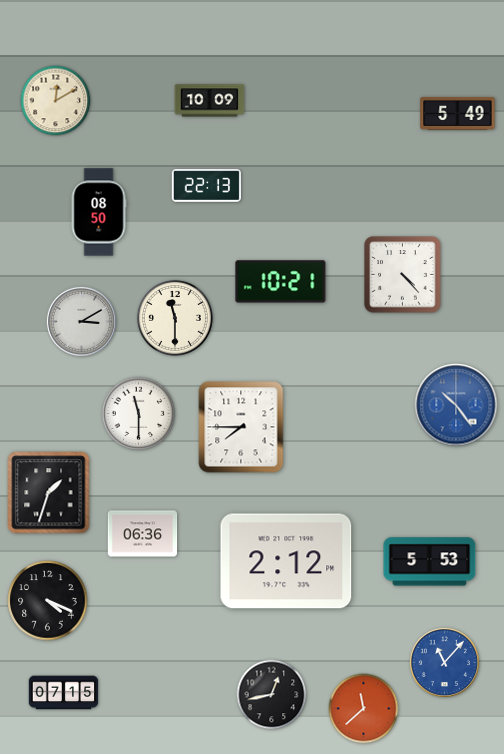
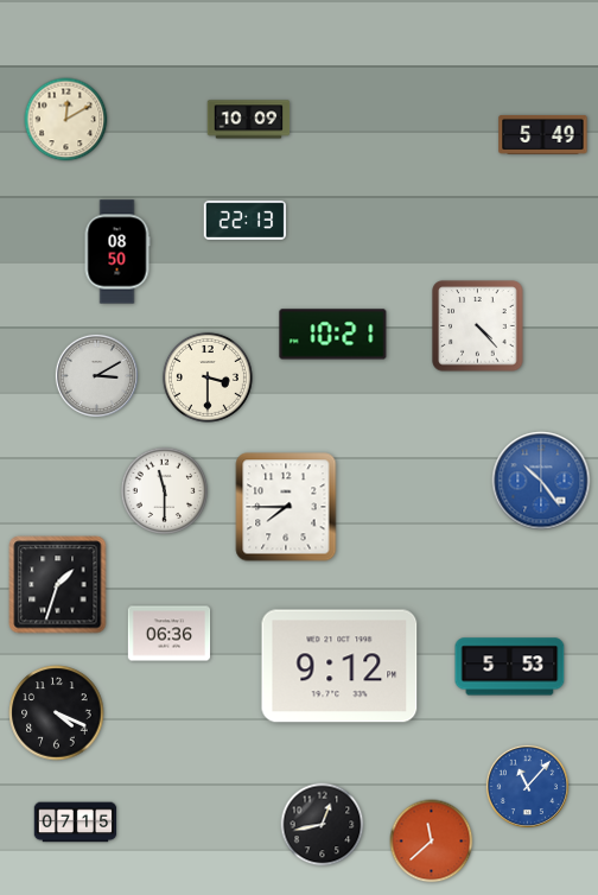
clock at (175, 318): 11:30 -> 3:30
clock at (81, 321) position: (81, 321) -> (96, 375)
clock at (286, 561): 2:12 -> 9:12
